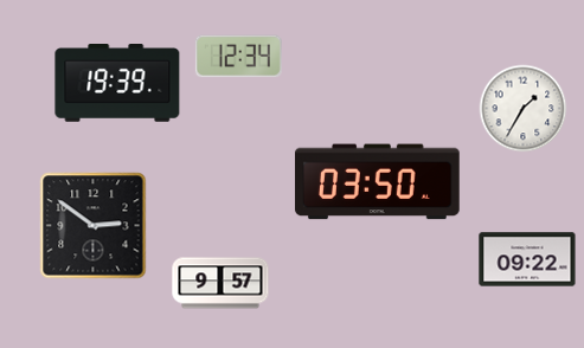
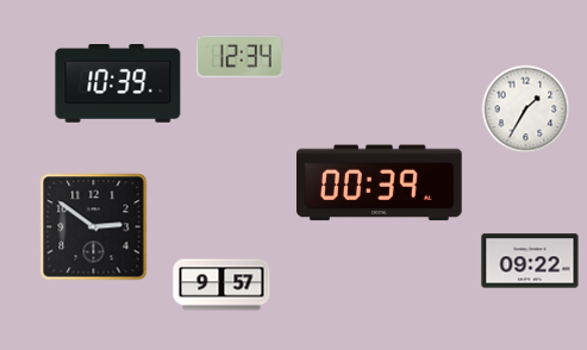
clock at (117, 84): 19:39 -> 10:39
clock at (378, 182): 03:50 -> 00:39
